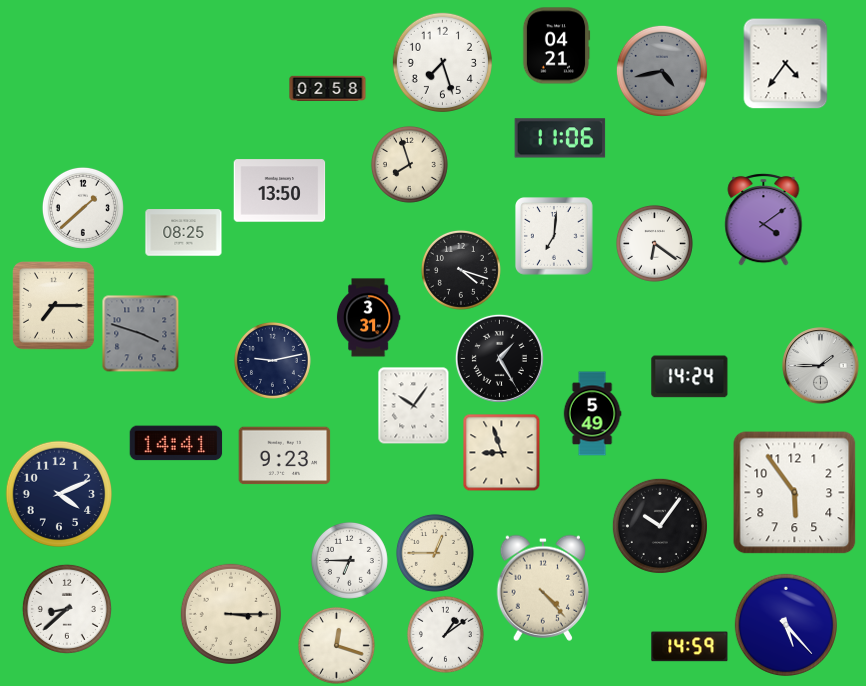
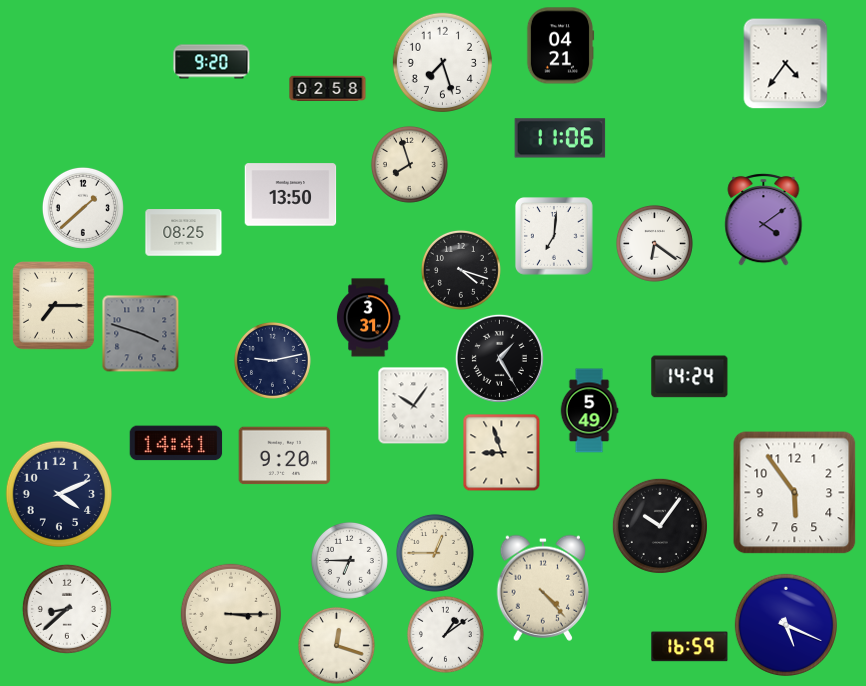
clock at (556, 46) position: (556, 46) -> (560, 46)
clock at (212, 62): none -> 9:20
clock at (662, 71): 4:43 -> none
clock at (280, 191) position: (280, 191) -> (291, 195)
clock at (821, 366): 1:45 -> none
clock at (592, 414) position: (592, 414) -> (589, 411)
clock at (285, 456): 9:23 -> 9:20
clock at (785, 624): 5:23 -> 5:19
clock at (690, 647): 14:59 -> 16:59
